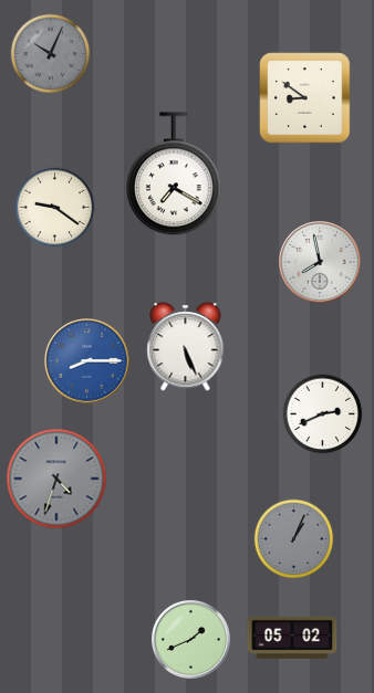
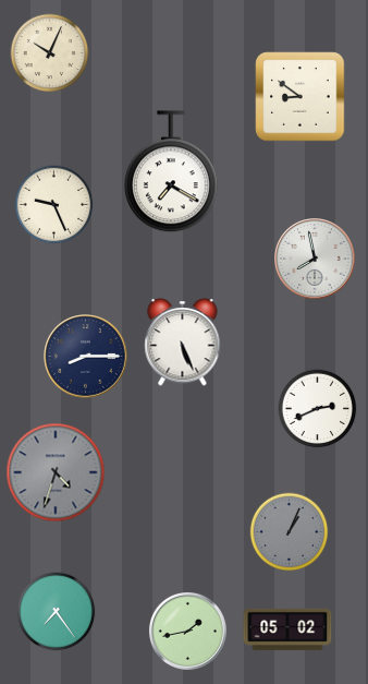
clock at (51, 54) dial: grey -> cream
clock at (55, 208): 9:21 -> 9:26
clock at (87, 361) dial: blue -> navy
clock at (57, 612): none -> 7:24
clock at (190, 639): 1:41 -> 1:43
